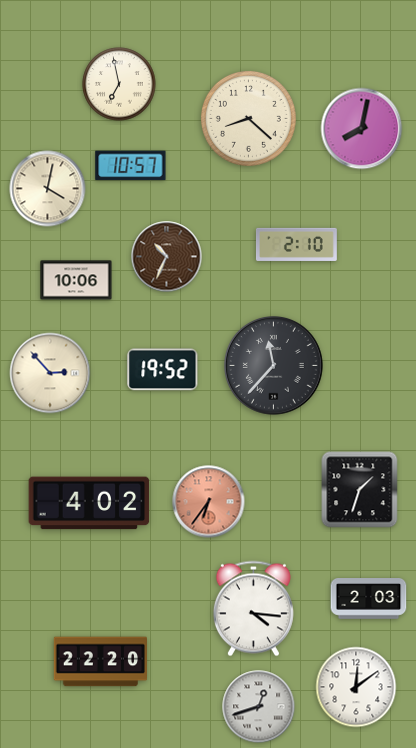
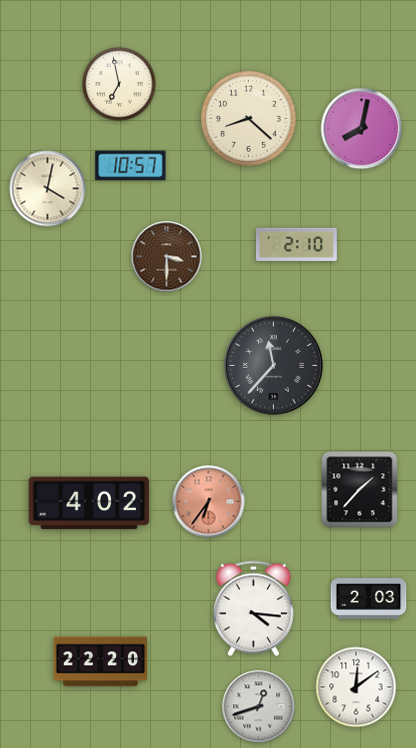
clock at (167, 257): 10:34 -> 3:30
clock at (76, 280): 10:06 -> none
clock at (163, 370): 19:52 -> none
clock at (50, 373): 2:53 -> none
clock at (360, 490): 1:33 -> 1:37
